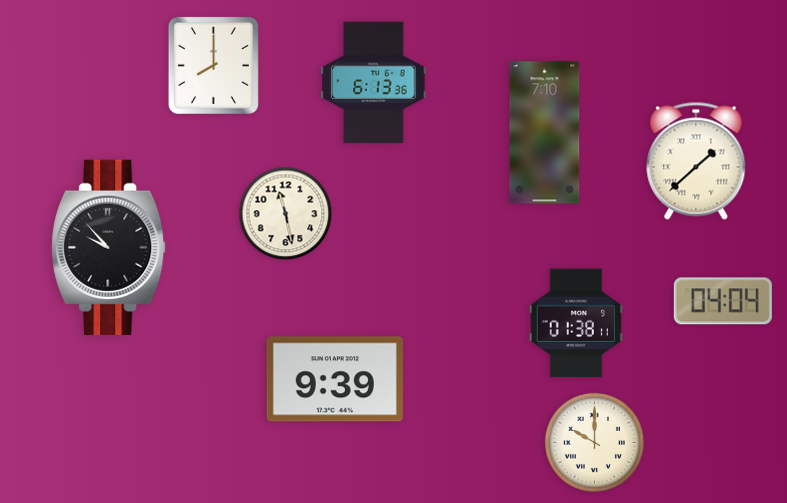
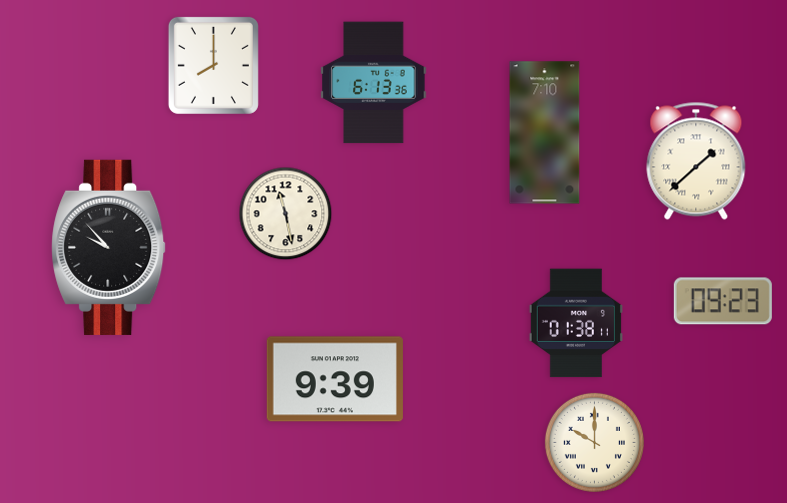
clock at (723, 301): 04:04 -> 09:23
